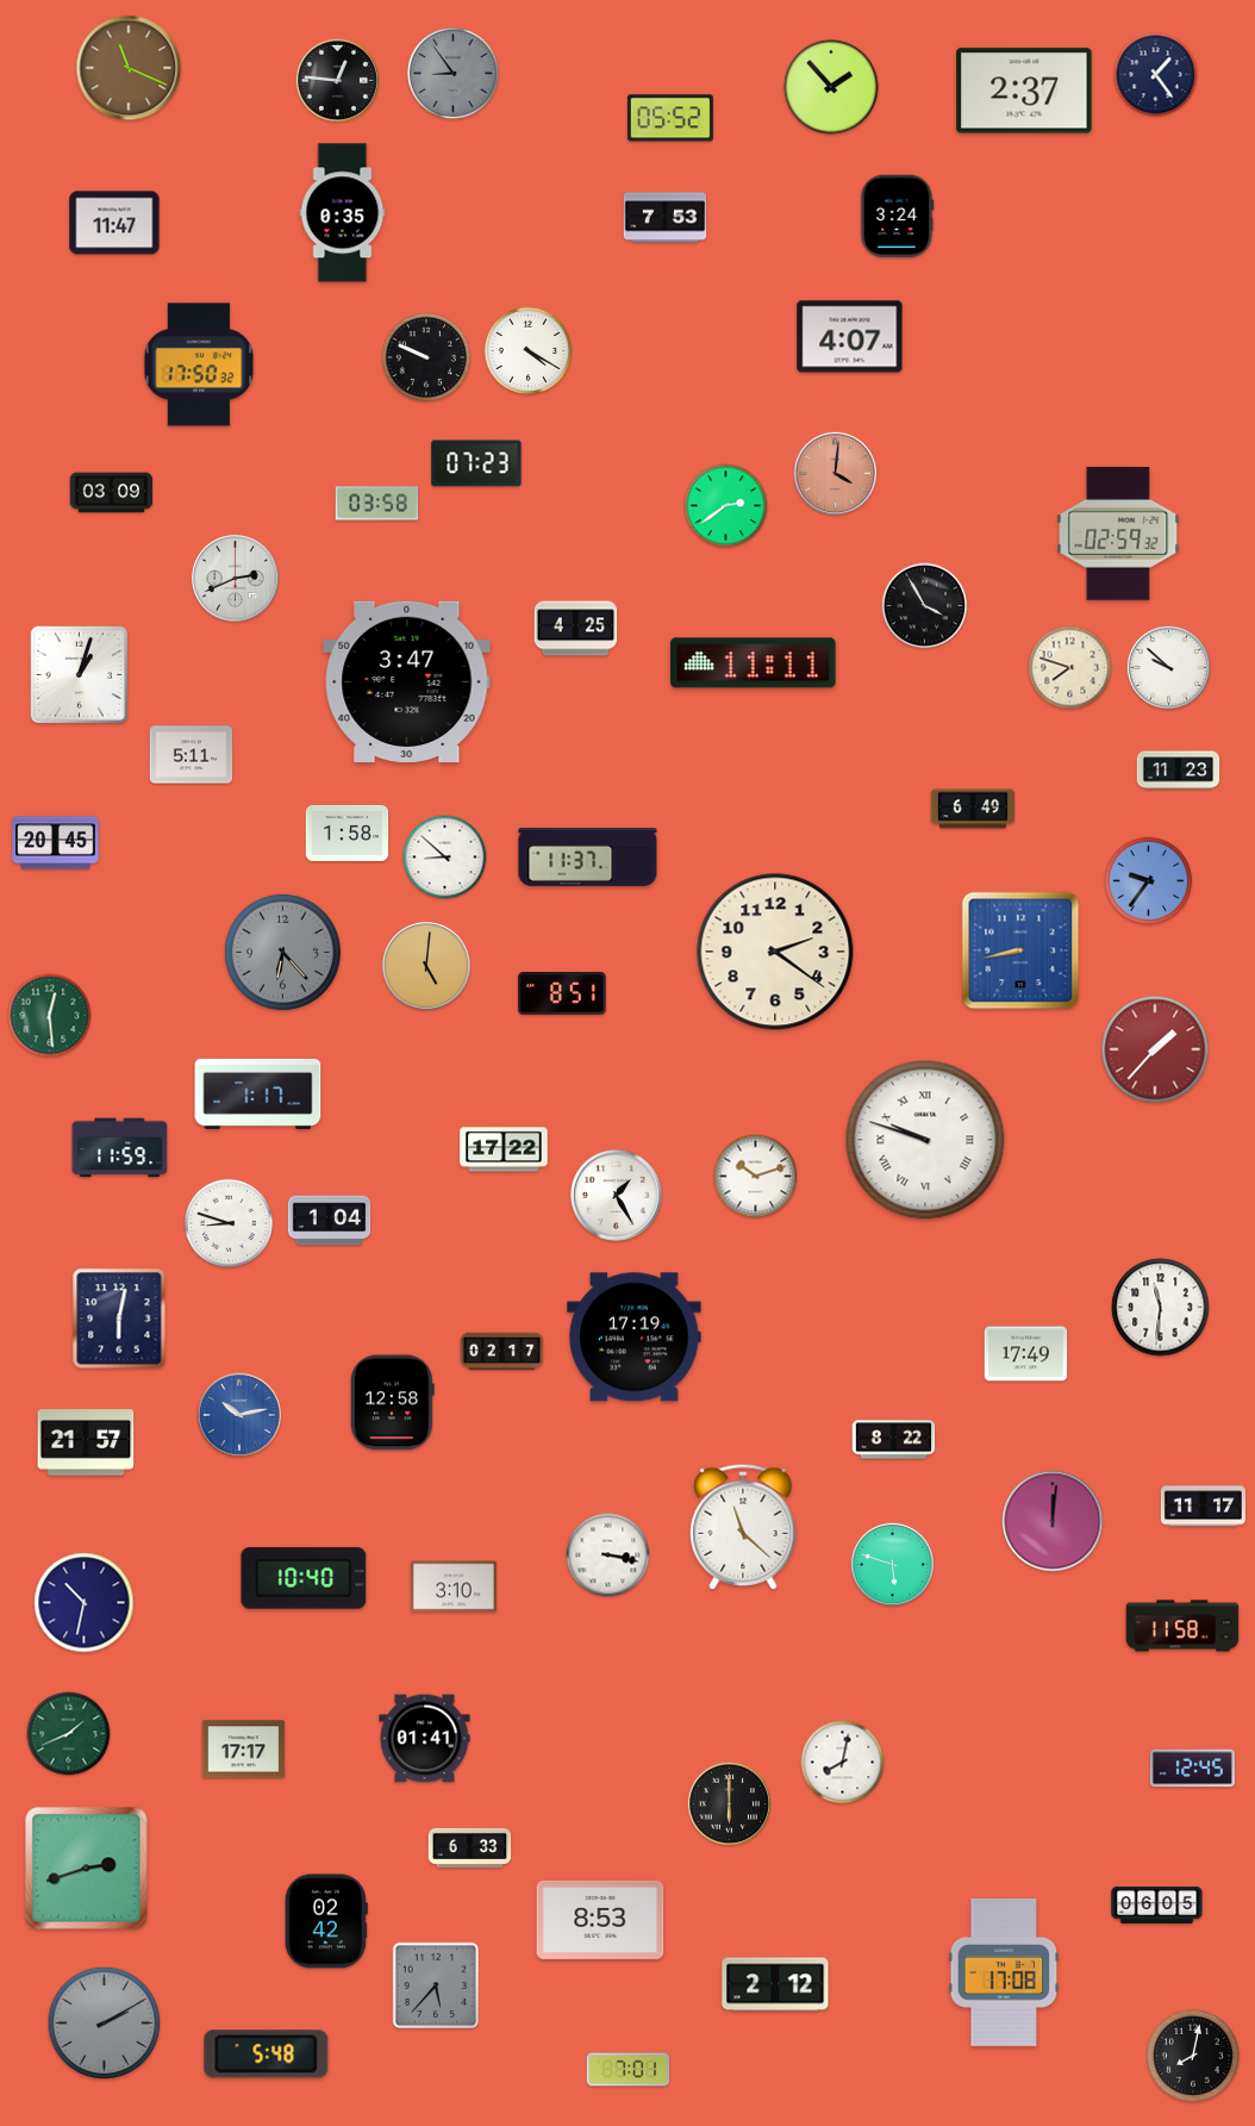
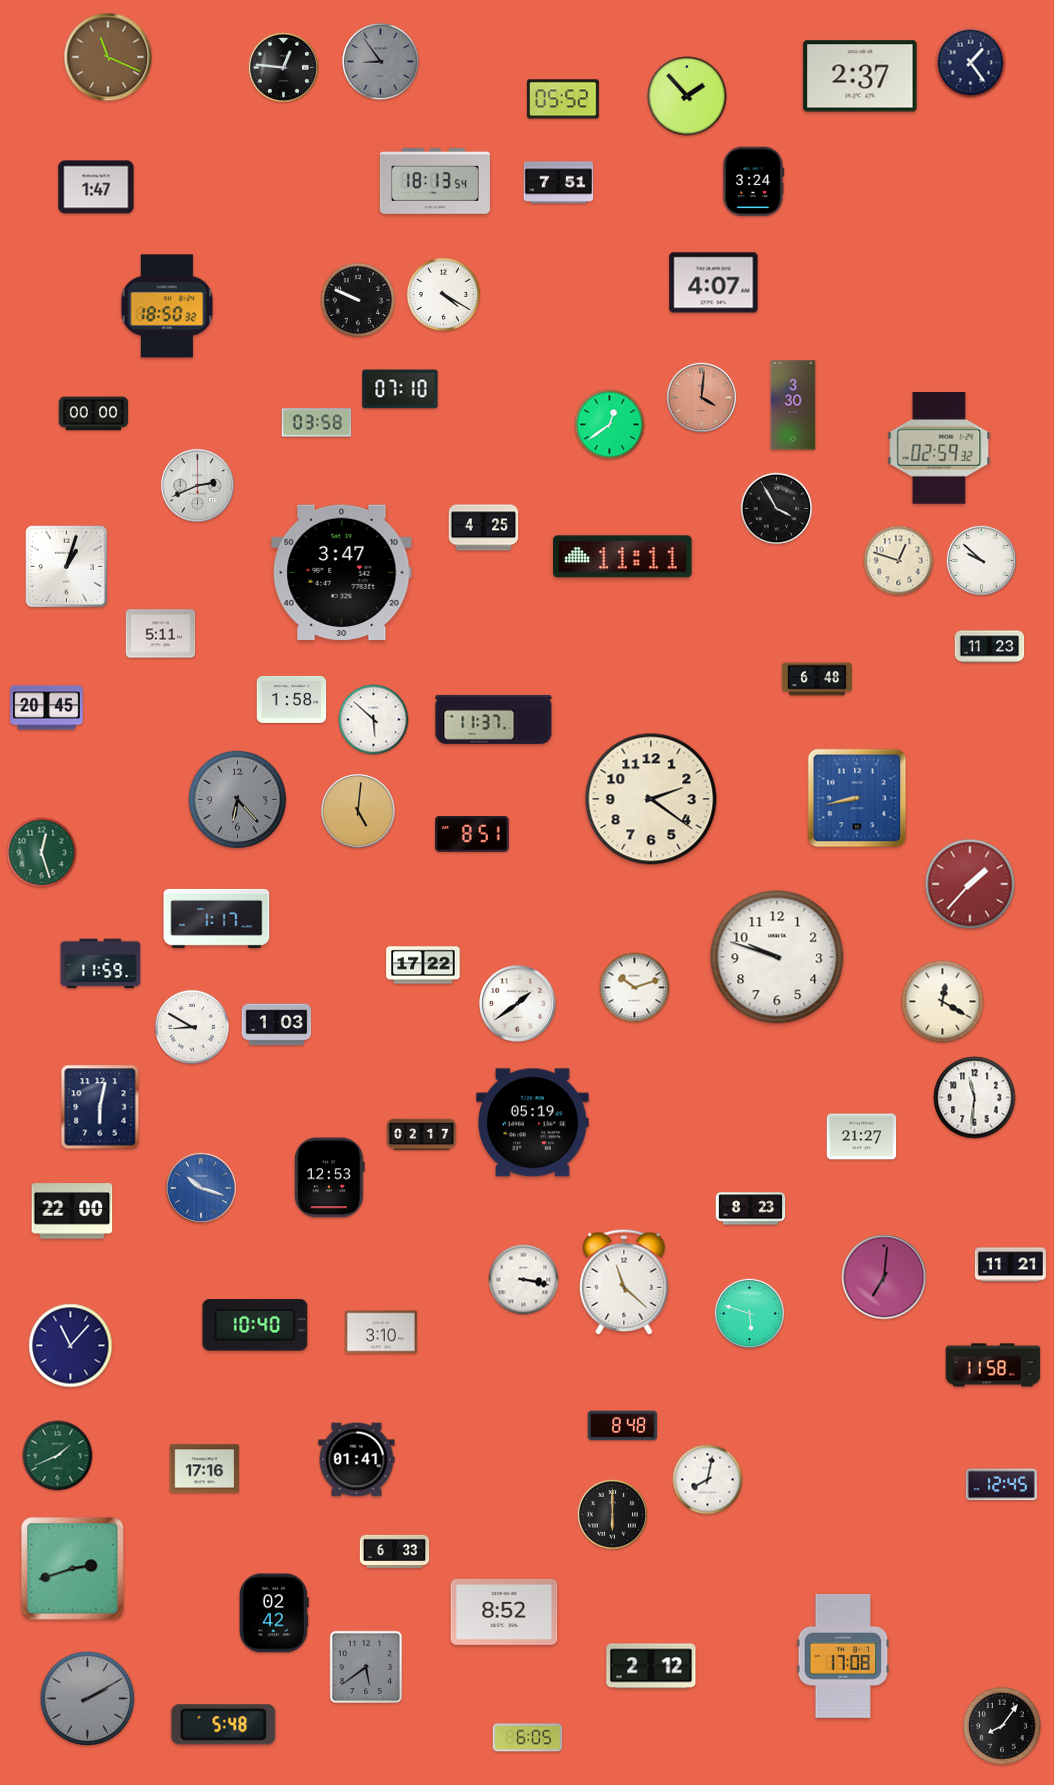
clock at (831, 87) position: (831, 87) -> (687, 96)
clock at (343, 213): 0:35 -> none
clock at (435, 181): none -> 18:13
clock at (666, 218): 7:53 -> 7:51
clock at (114, 223): 11:47 -> 1:47
clock at (199, 364): 17:50 -> 18:50
clock at (476, 463): 07:23 -> 07:10
clock at (793, 405): none -> 3:30
clock at (112, 493): 03:09 -> 00:00
clock at (726, 506): 2:39 -> 12:39
clock at (754, 663) position: (754, 663) -> (623, 557)
clock at (1070, 668): 7:48 -> 12:48
clock at (972, 809): 6:49 -> 6:48
clock at (445, 858): 8:52 -> 5:52
clock at (1149, 881): 9:36 -> none
clock at (50, 1016): 12:29 -> 12:27
clock at (1155, 1049) position: (1155, 1049) -> (970, 884)
clock at (925, 1140) numerals: Roman -> Arabic
clock at (943, 1002): none -> 12:20
clock at (617, 1196): 1:25 -> 1:39
clock at (330, 1221): 1:04 -> 1:03
clock at (229, 1223): 8:48 -> 8:50
clock at (635, 1338): 17:19 -> 05:19
clock at (1026, 1354): 17:49 -> 21:27
clock at (392, 1403): 12:58 -> 12:53
clock at (239, 1415): 10:13 -> 10:18
clock at (894, 1440): 8:22 -> 8:23
clock at (86, 1442): 21:57 -> 22:00
clock at (1203, 1507): 11:17 -> 11:21
clock at (1053, 1521): 12:01 -> 7:01
clock at (608, 1555) position: (608, 1555) -> (524, 1280)
clock at (85, 1603): 10:32 -> 11:07
clock at (623, 1426): none -> 8:48
clock at (244, 1750): 17:17 -> 17:16
clock at (1157, 1904): 06:05 -> none
clock at (600, 1920): 8:53 -> 8:52
clock at (436, 1985): 5:37 -> 5:39
clock at (1193, 2056): 8:02 -> 8:06
clock at (629, 2070): 7:01 -> 6:05
